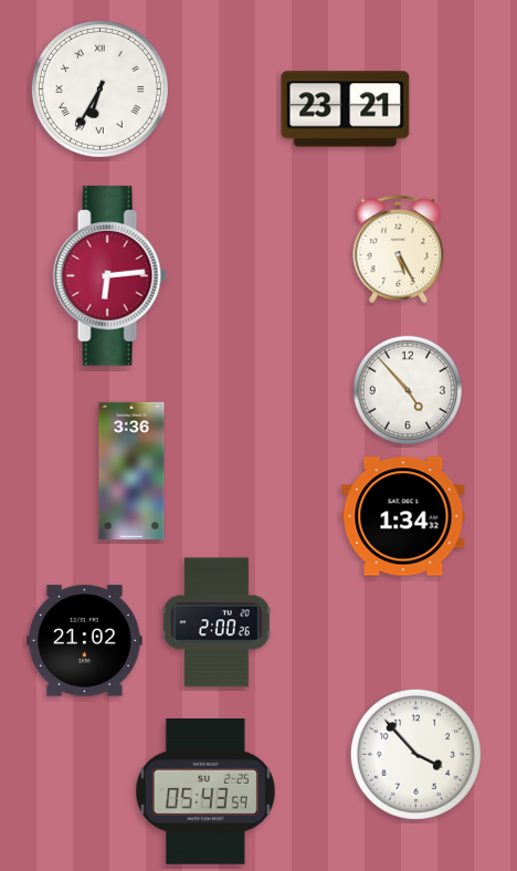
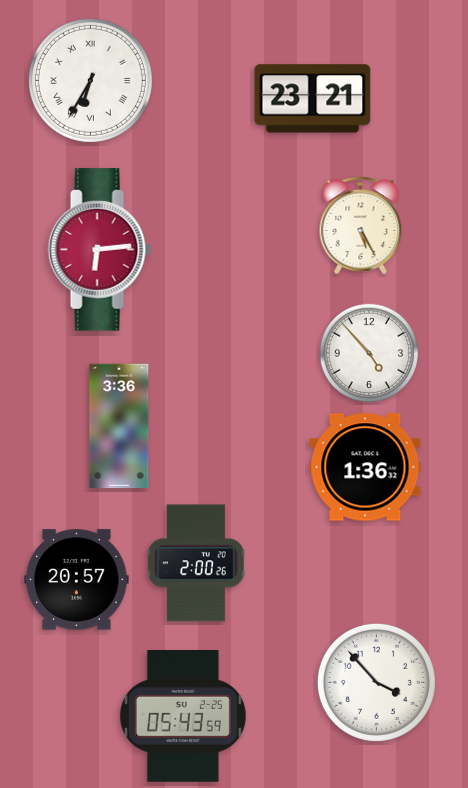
clock at (403, 516): 1:34 -> 1:36
clock at (85, 641): 21:02 -> 20:57
clock at (205, 793) position: (205, 793) -> (183, 717)
